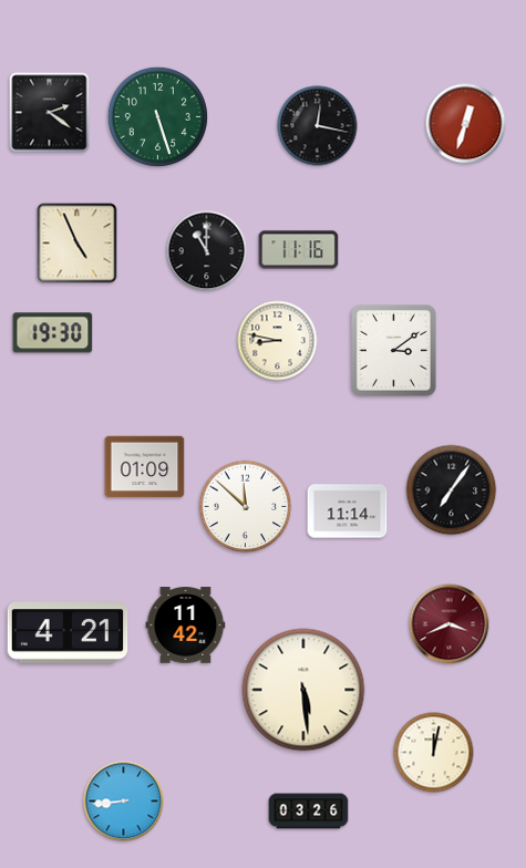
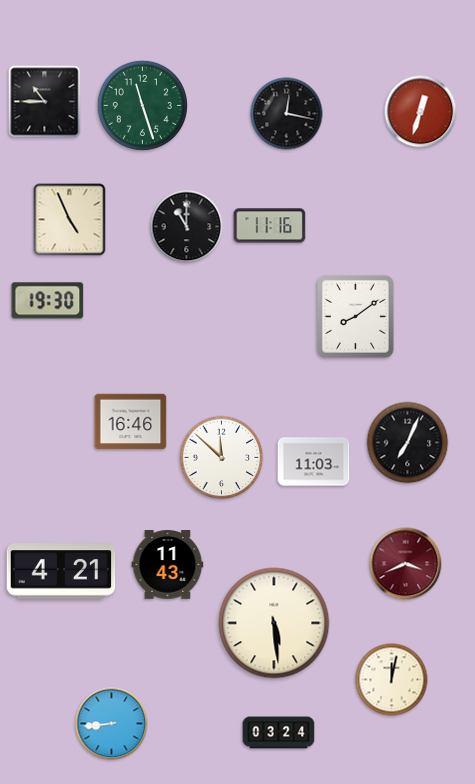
clock at (50, 113): 2:21 -> 10:45
clock at (157, 116): 5:27 -> 11:27
clock at (278, 341): 8:47 -> none
clock at (393, 350): 3:09 -> 8:09
clock at (145, 467): 01:09 -> 16:46
clock at (452, 490): 7:06 -> 7:04
clock at (348, 512): 11:14 -> 11:03
clock at (186, 626): 11:42 -> 11:43
clock at (309, 812): 03:26 -> 03:24
